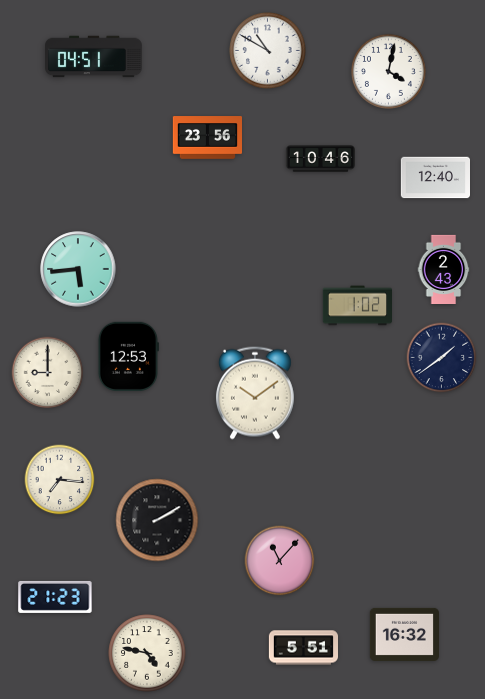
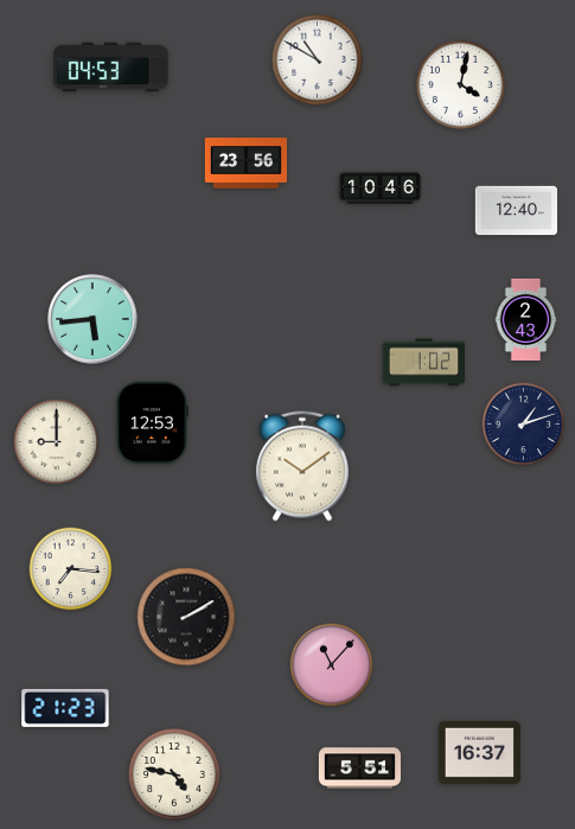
clock at (94, 57): 04:51 -> 04:53
clock at (442, 358): 1:39 -> 1:12
clock at (404, 634): 16:32 -> 16:37
